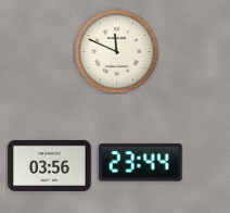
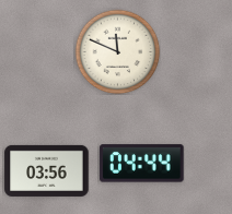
clock at (141, 163): 23:44 -> 04:44
clock at (50, 165) position: (50, 165) -> (47, 170)
